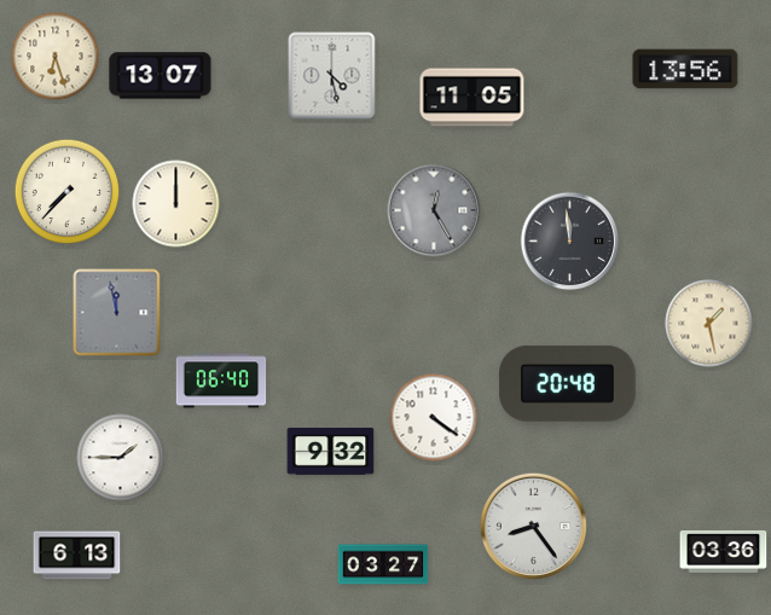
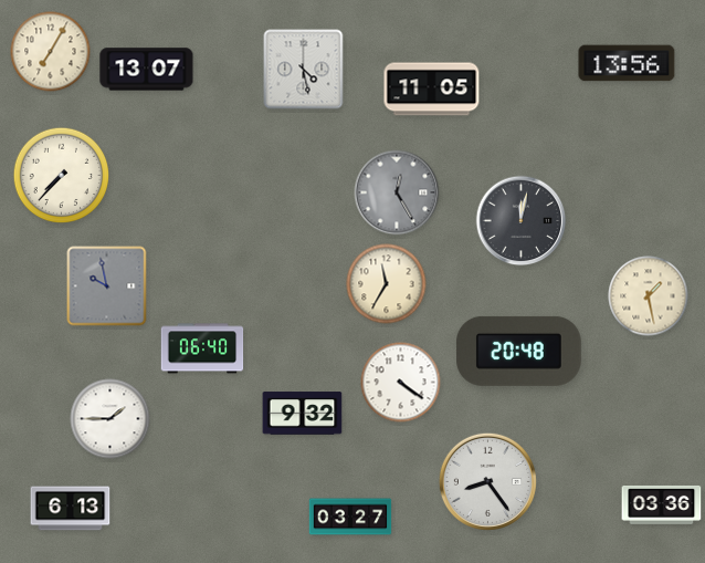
clock at (56, 57): 6:27 -> 7:05
clock at (176, 204): 12:00 -> none
clock at (570, 242): 11:59 -> 12:02
clock at (387, 284): none -> 11:35
clock at (117, 313): 11:58 -> 9:58
clock at (434, 418) position: (434, 418) -> (401, 383)
